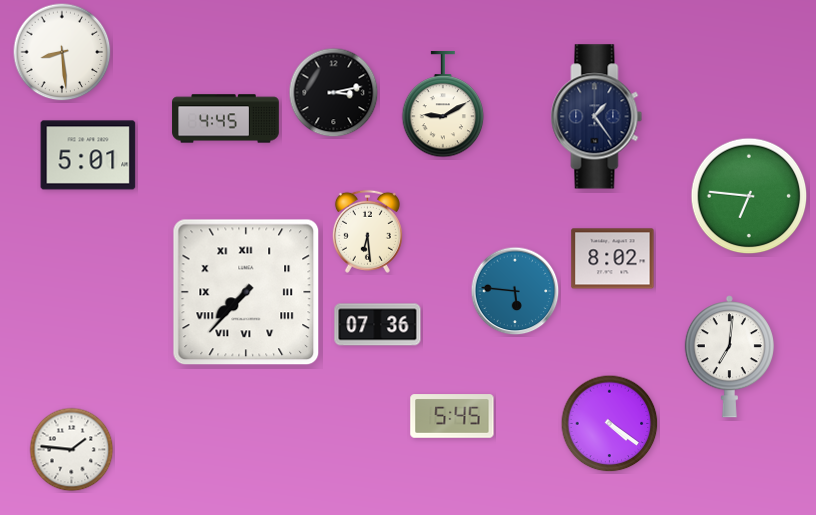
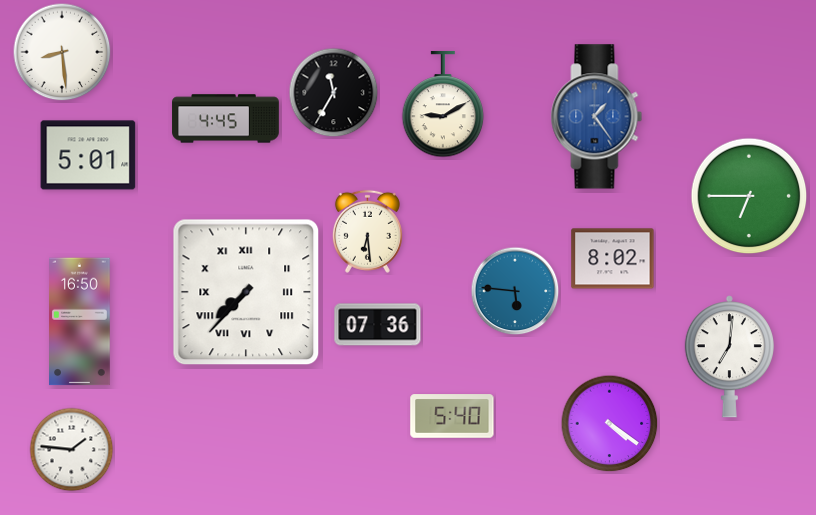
clock at (334, 93): 3:13 -> 11:35
clock at (597, 117) dial: navy -> blue
clock at (749, 196): 6:46 -> 6:45
clock at (80, 322): none -> 16:50
clock at (452, 416): 5:45 -> 5:40
